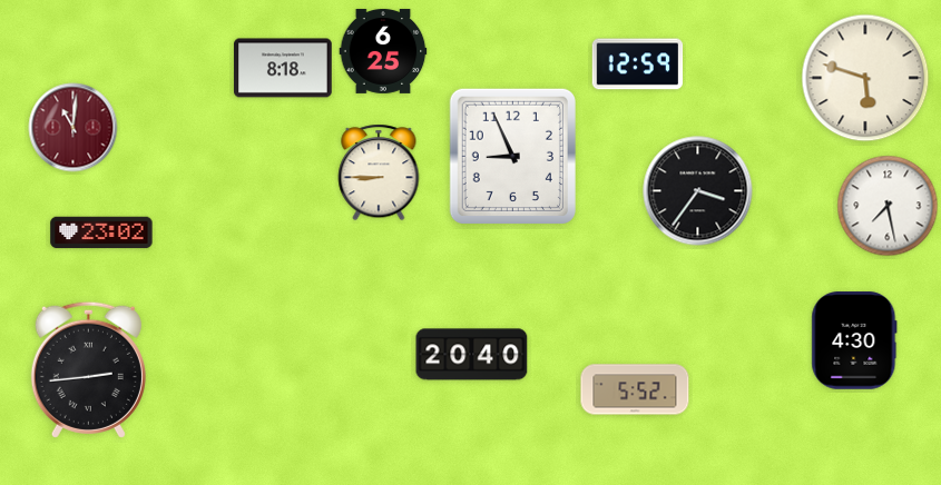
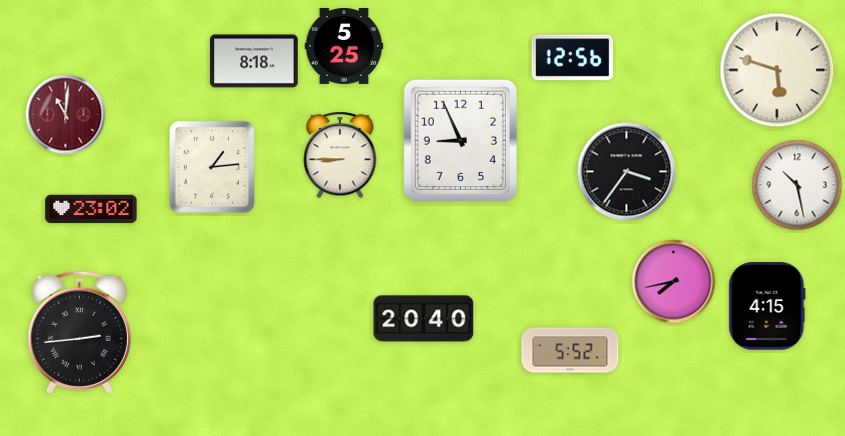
clock at (383, 51): 6:25 -> 5:25
clock at (638, 65): 12:59 -> 12:56
clock at (212, 167): none -> 1:14
clock at (888, 206): 7:28 -> 10:28
clock at (674, 282): none -> 7:43
clock at (854, 340): 4:30 -> 4:15
